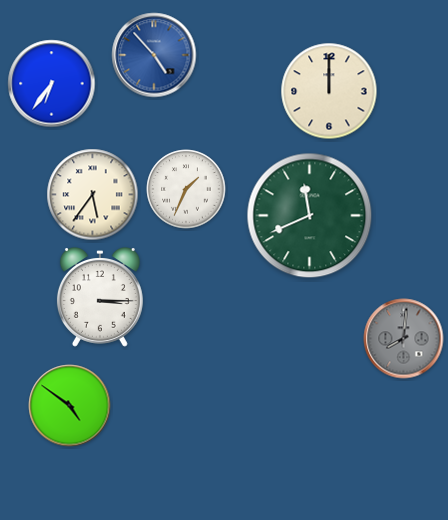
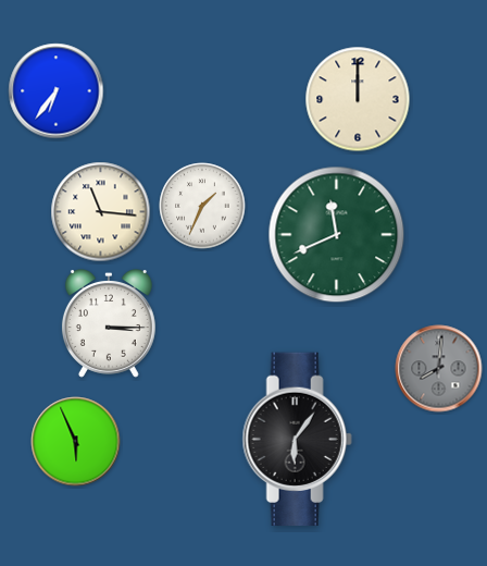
clock at (154, 55): 4:53 -> none
clock at (93, 195): 5:36 -> 11:16
clock at (297, 439): none -> 6:06
clock at (70, 406): 4:51 -> 5:56
